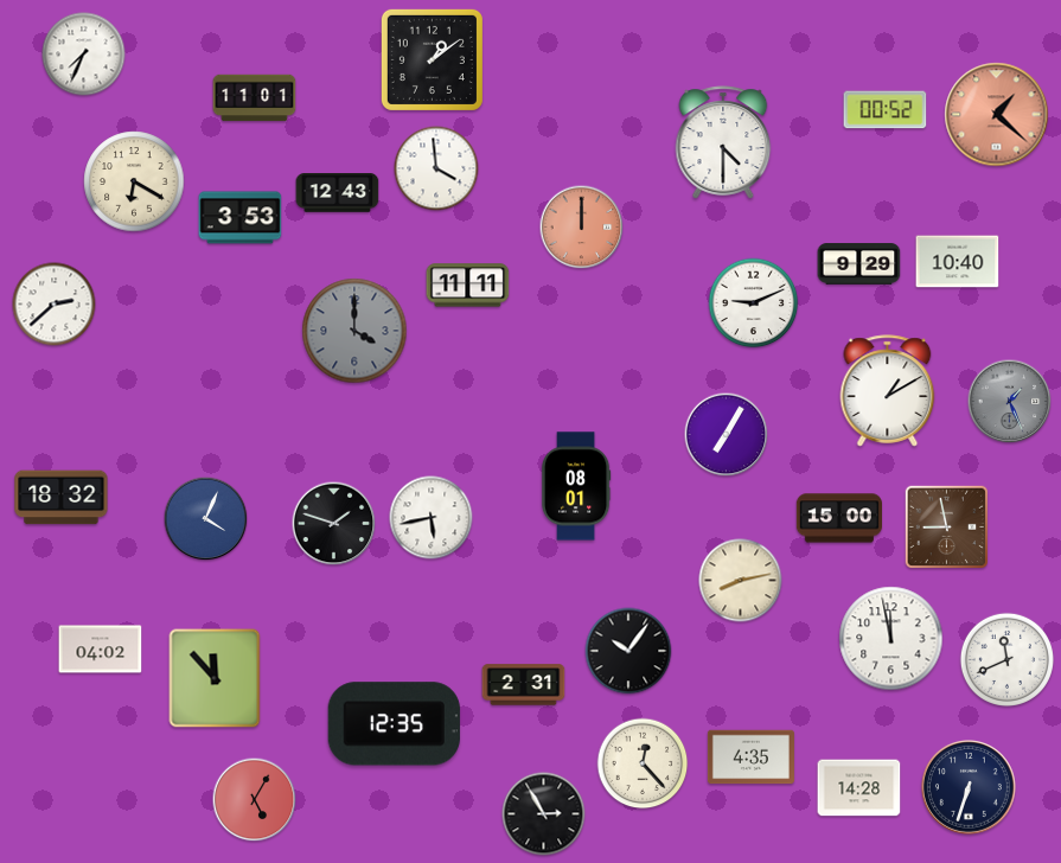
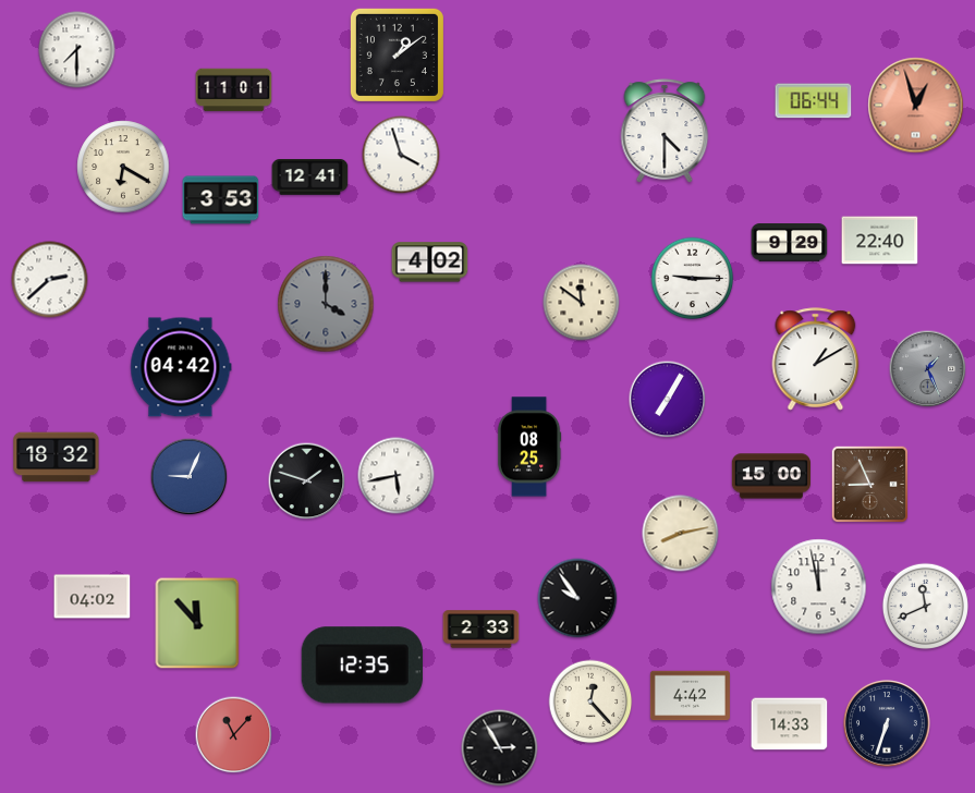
clock at (84, 55): 7:34 -> 7:30
clock at (886, 110): 00:52 -> 06:44
clock at (997, 115): 1:22 -> 12:57
clock at (436, 168): 3:59 -> 3:57
clock at (338, 193): 12:43 -> 12:41
clock at (582, 228): 12:00 -> none
clock at (958, 262): 10:40 -> 22:40
clock at (468, 286): 11:11 -> 4:02
clock at (754, 303): 9:11 -> 9:15
clock at (582, 303): none -> 11:51
clock at (181, 367): none -> 04:42
clock at (576, 486): 08:01 -> 08:25
clock at (206, 519): 4:04 -> 9:04
clock at (946, 526): 8:58 -> 8:56
clock at (628, 651): 10:06 -> 9:54
clock at (524, 685): 2:31 -> 2:33
clock at (750, 757): 4:35 -> 4:42
clock at (859, 788): 14:28 -> 14:33
clock at (970, 788) position: (970, 788) -> (888, 724)
clock at (255, 800): 5:05 -> 11:07
